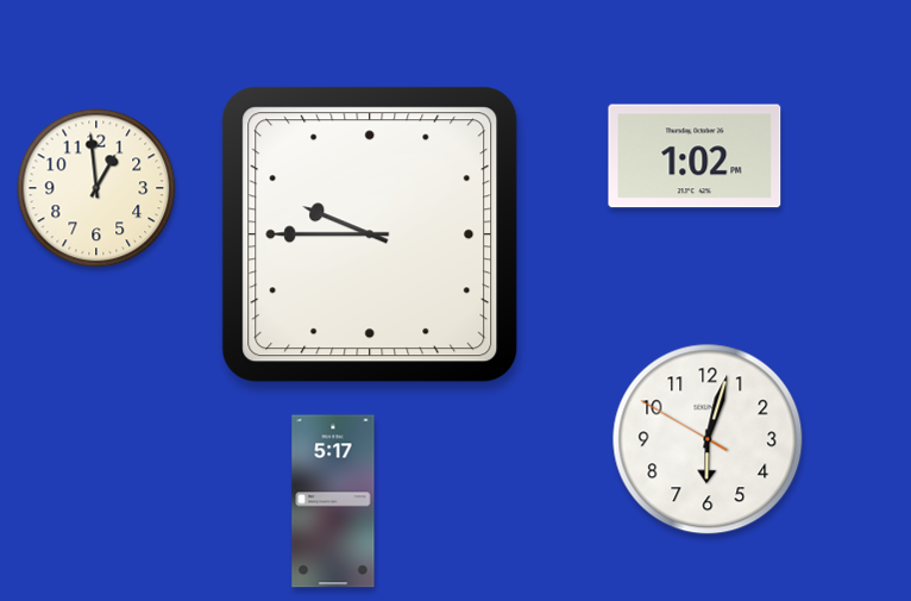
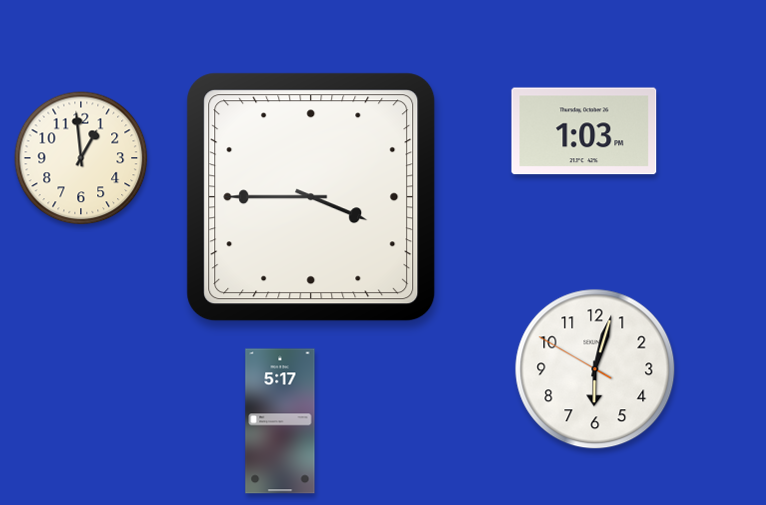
clock at (695, 156): 1:02 -> 1:03
clock at (370, 234): 9:45 -> 3:45
